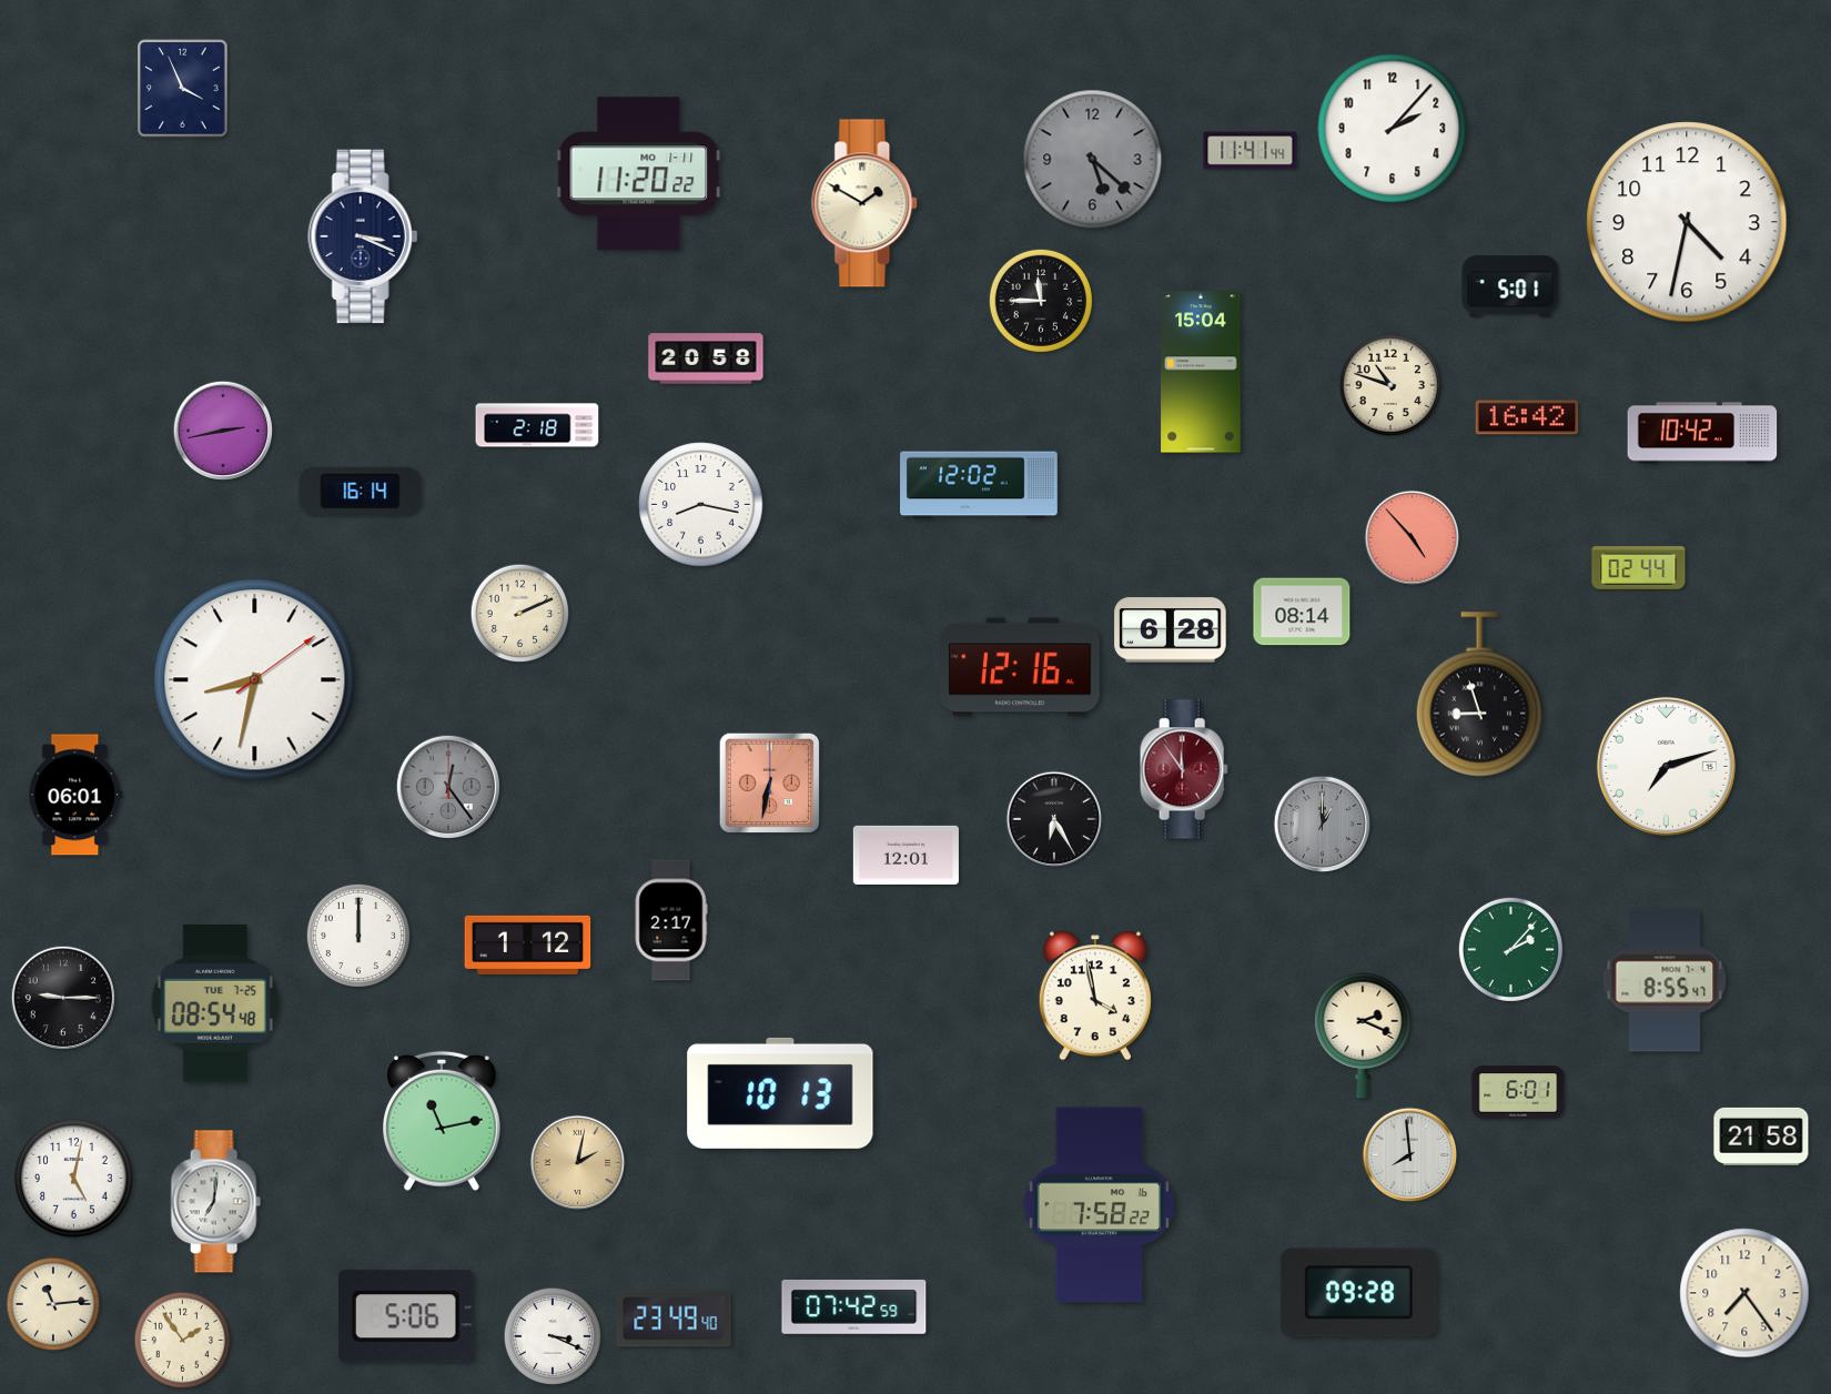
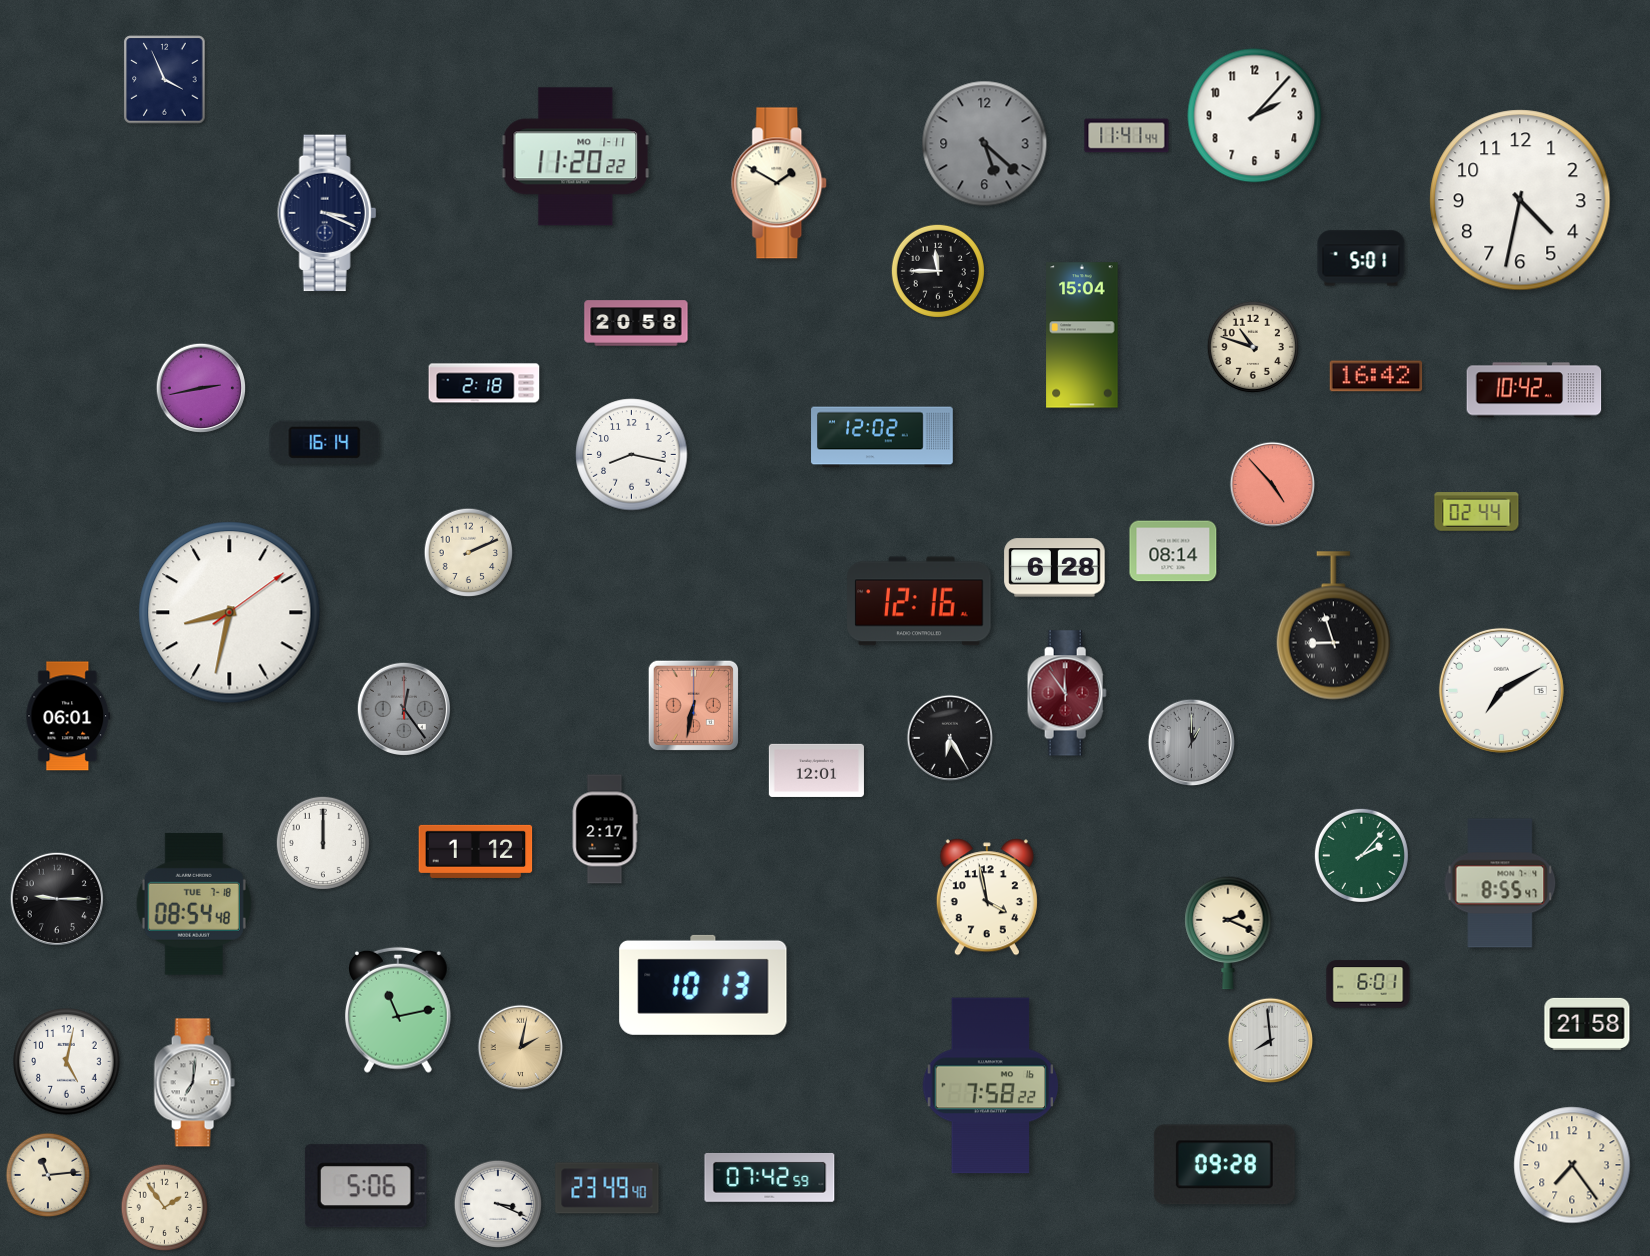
clock at (1666, 766): 7:12 -> 7:10
clock at (215, 1003) date: TUE 7-25 -> TUE 7-18
